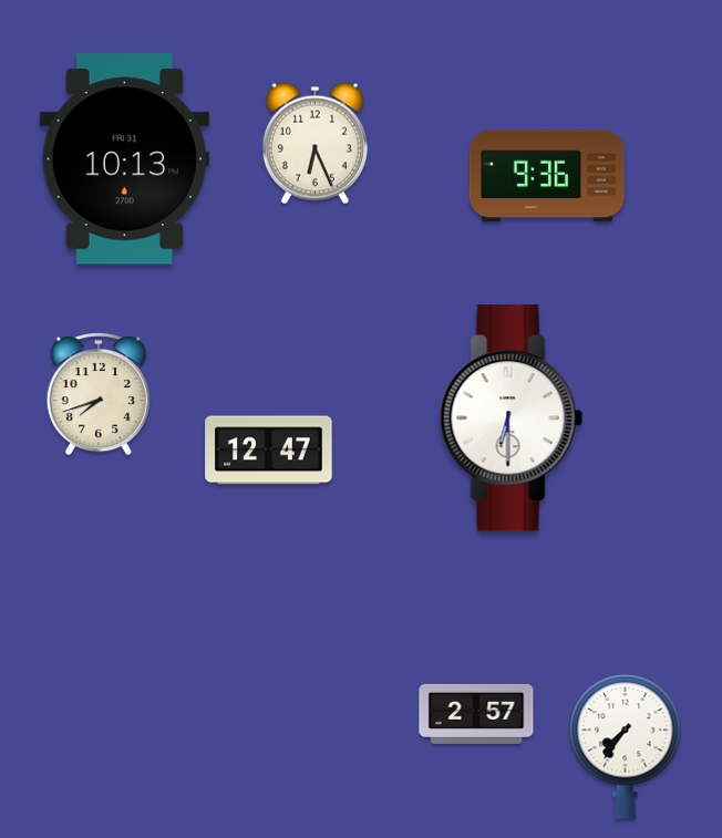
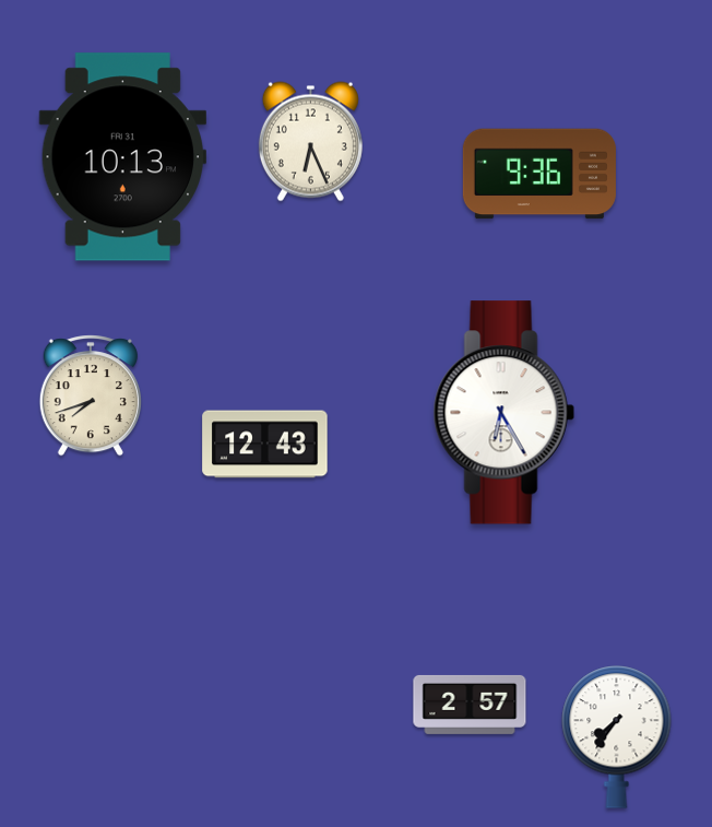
clock at (99, 394) position: (99, 394) -> (91, 395)
clock at (510, 418): 6:30 -> 6:25
clock at (269, 451): 12:47 -> 12:43
